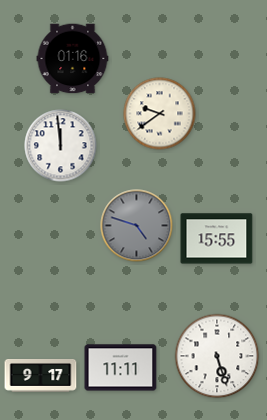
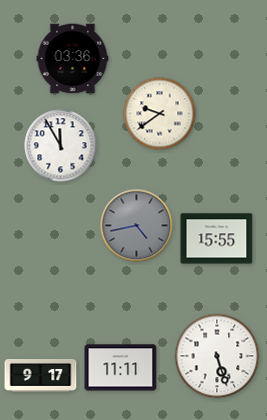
clock at (73, 59): 01:16 -> 03:36
clock at (61, 146): 11:59 -> 11:55
clock at (137, 226): 4:48 -> 4:43
